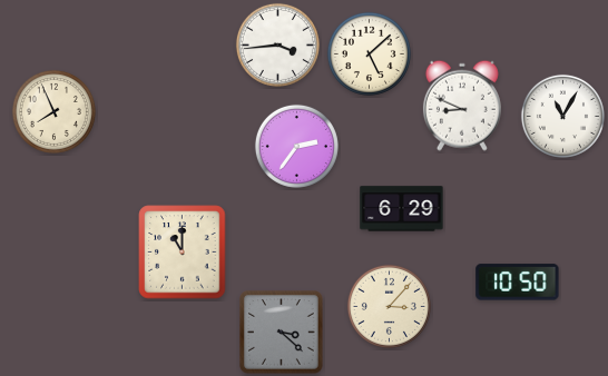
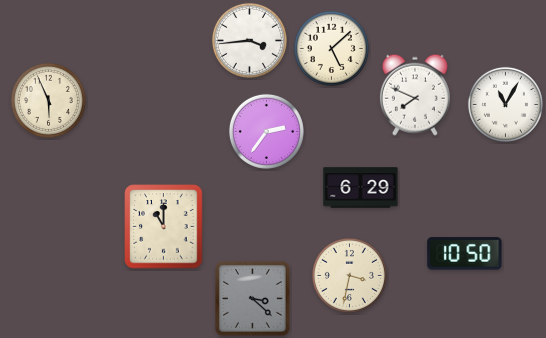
clock at (462, 106): 8:49 -> 7:49
clock at (53, 111): 7:56 -> 5:56
clock at (389, 306): 3:07 -> 3:32
